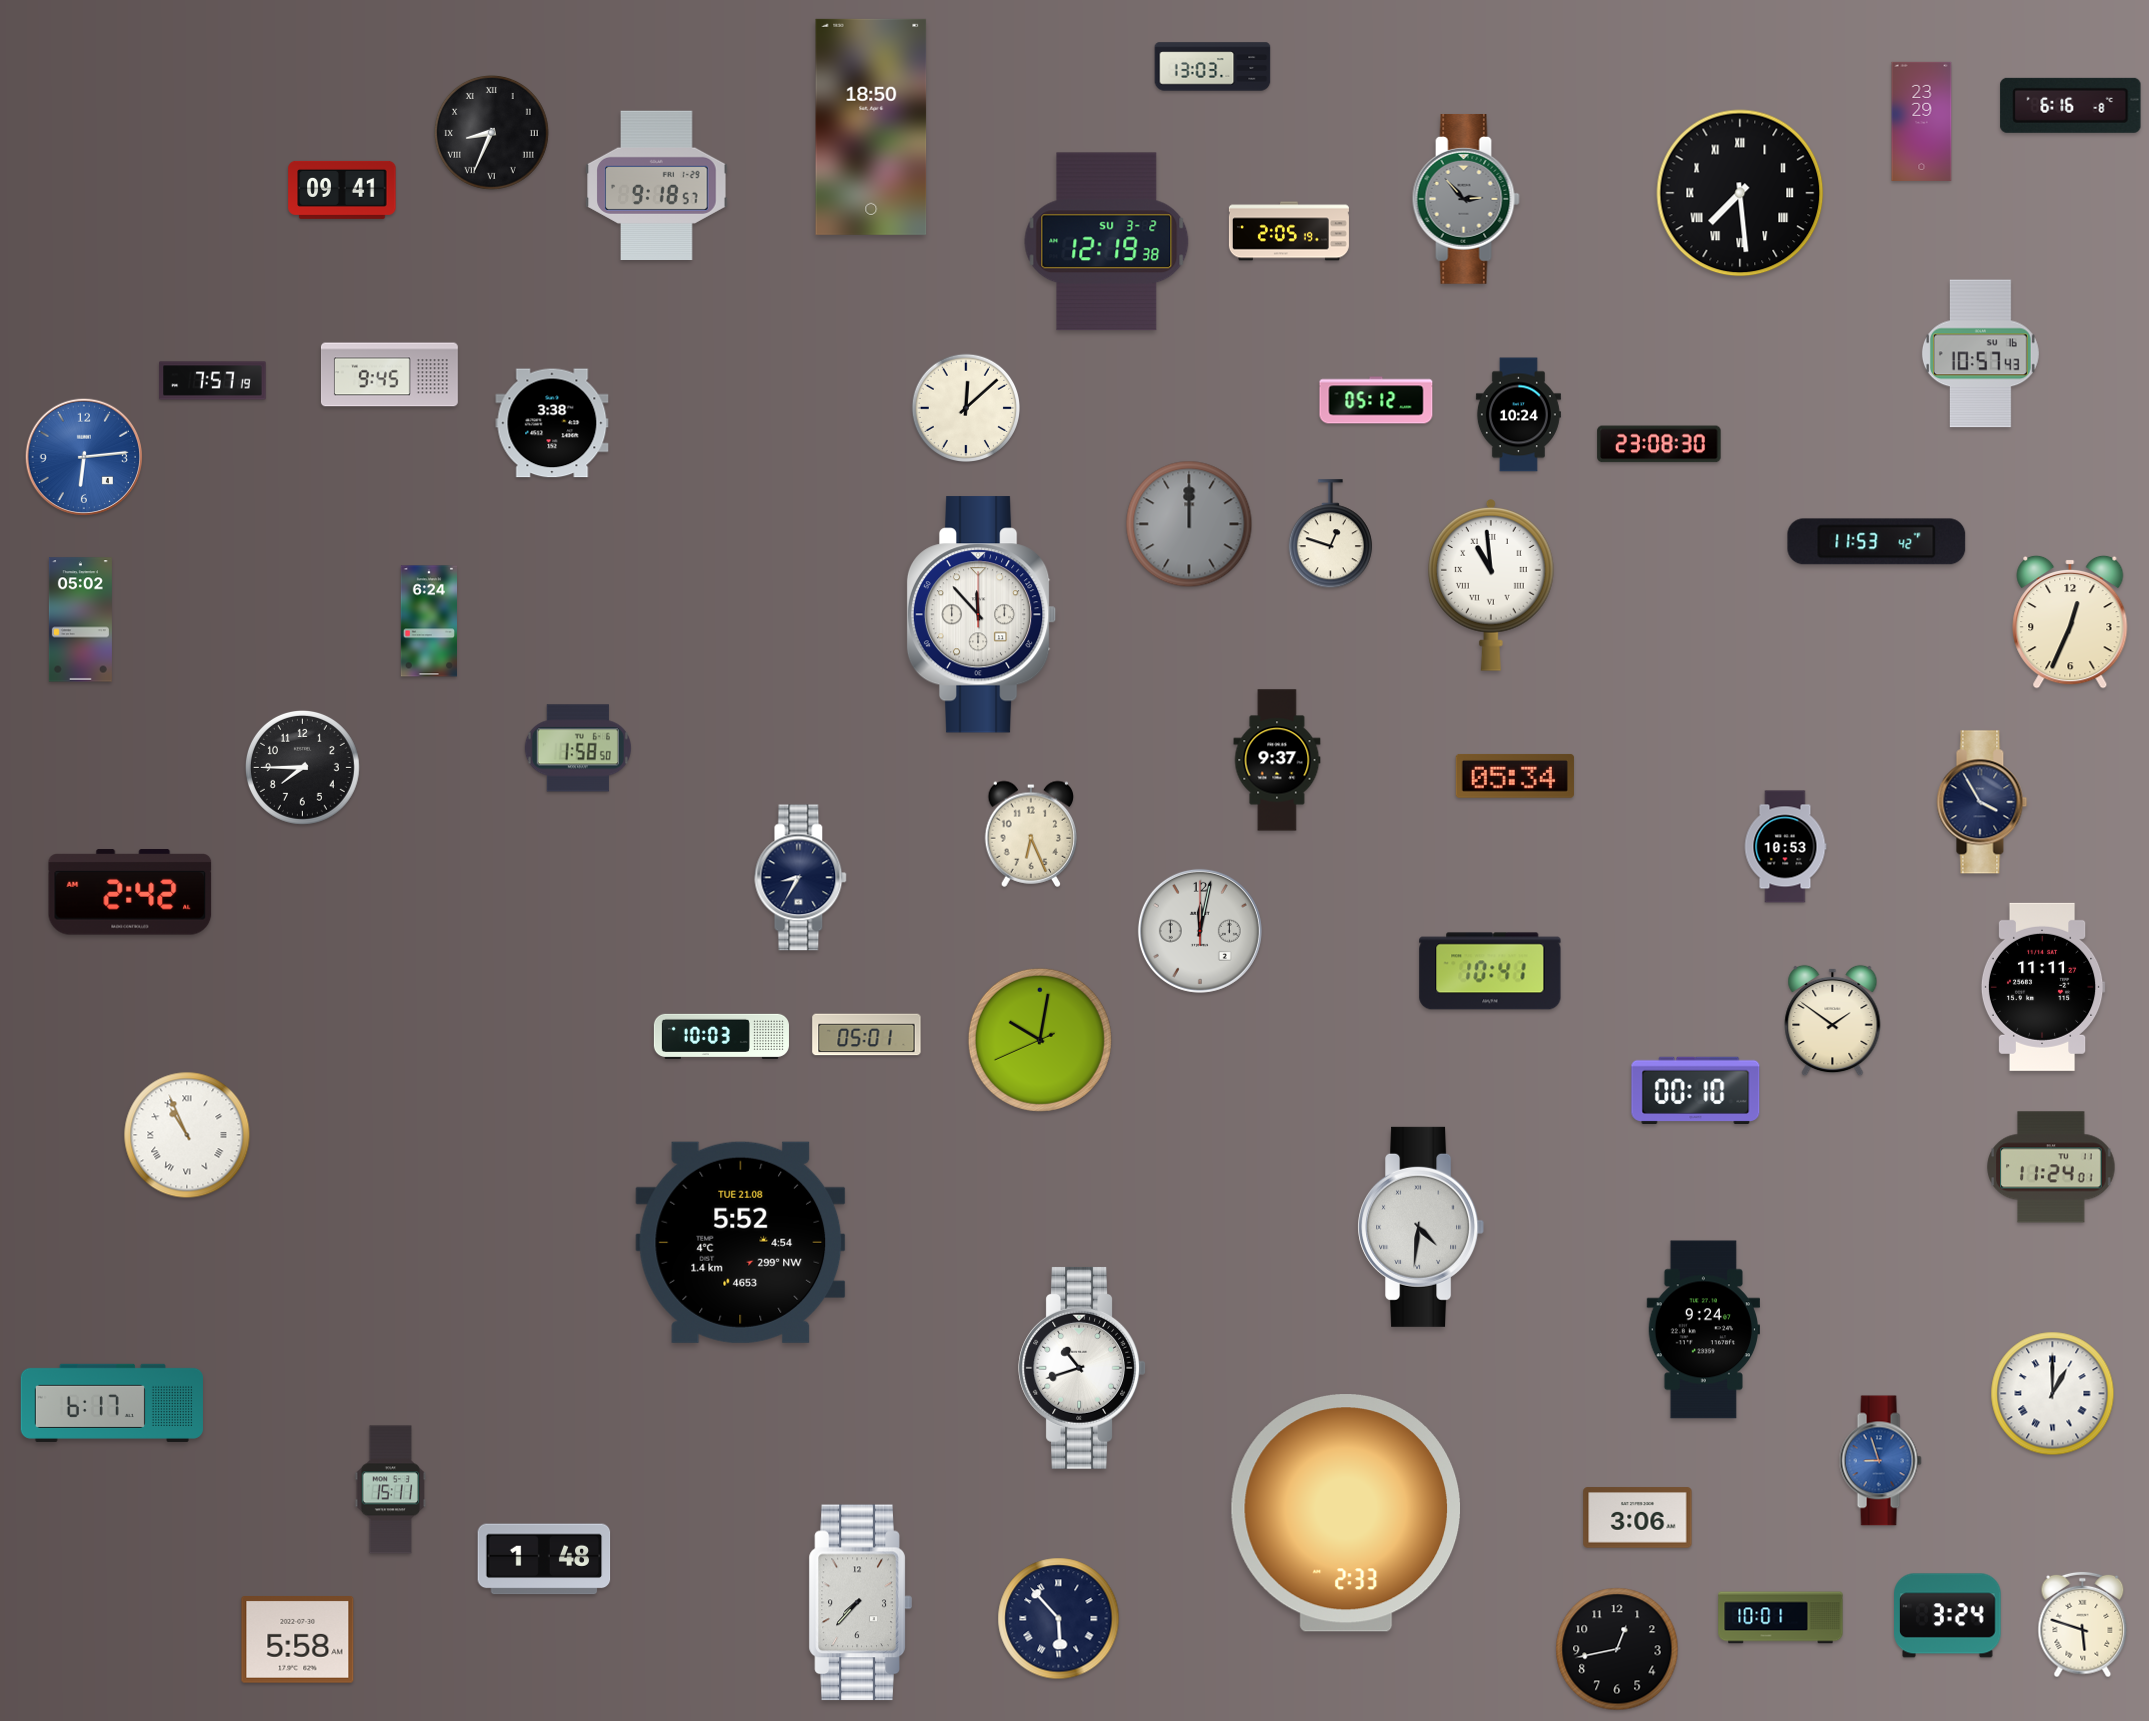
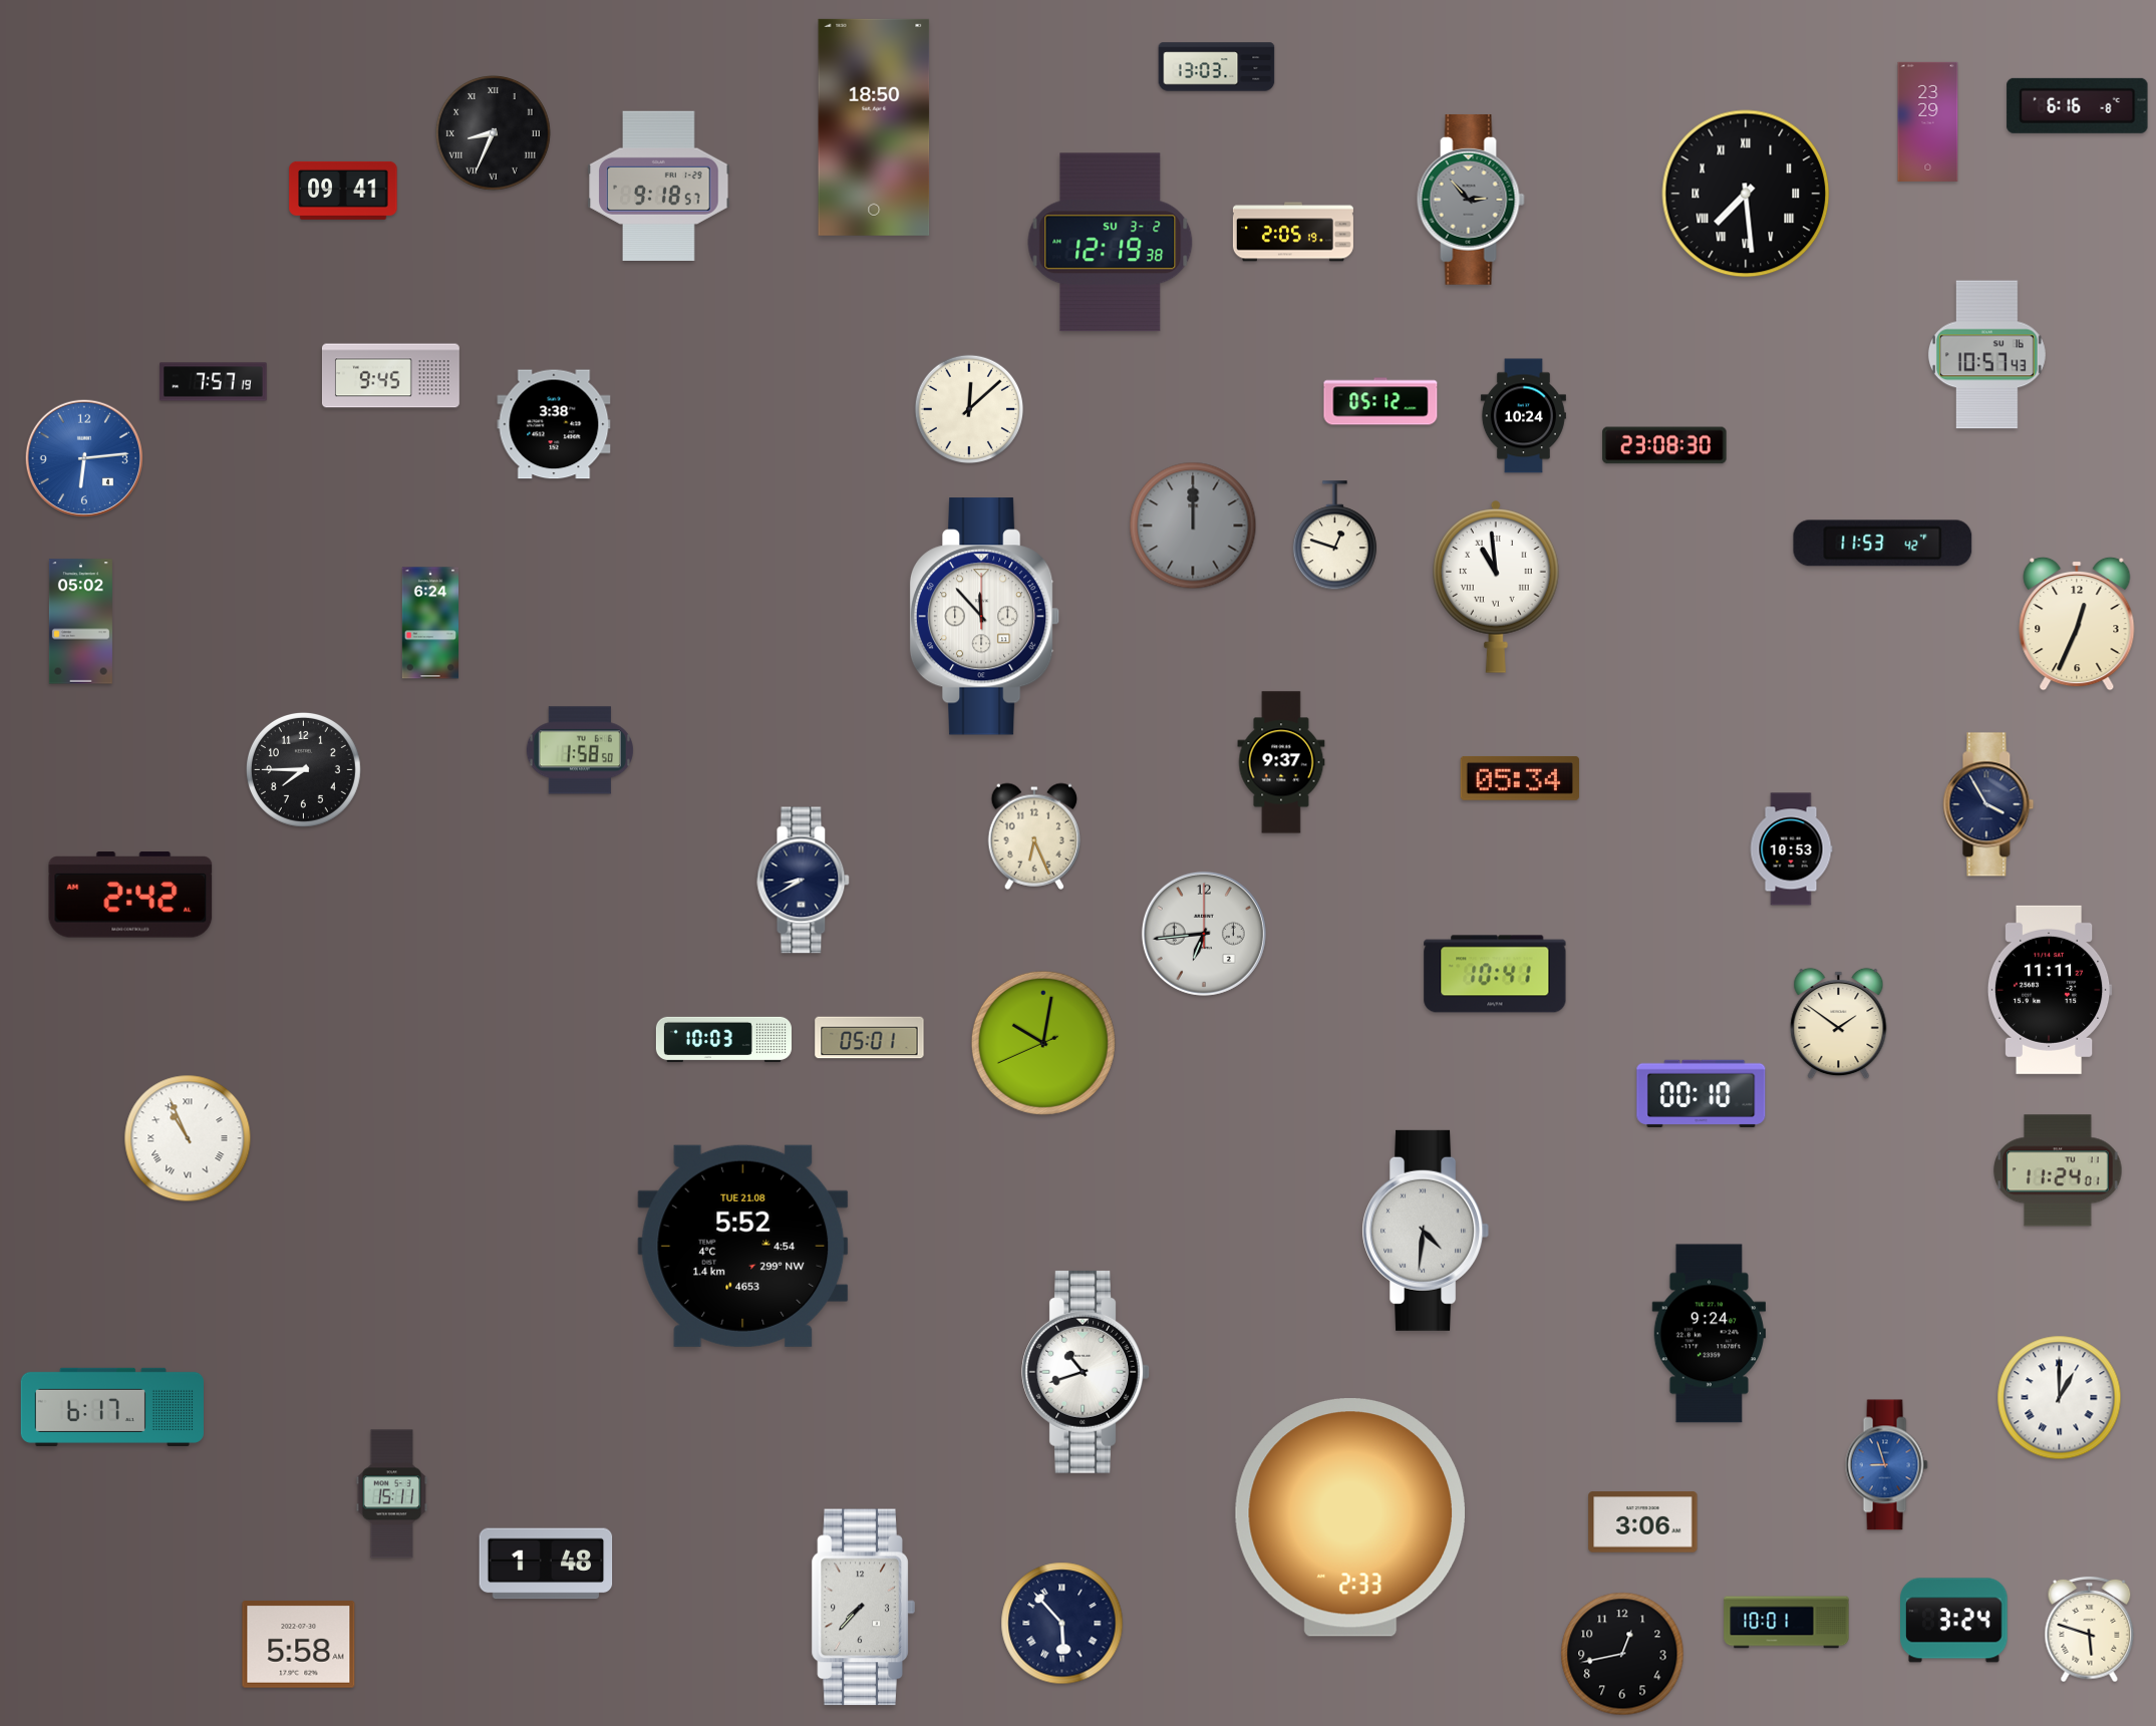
clock at (801, 878): 8:35 -> 8:40
clock at (1200, 931): 12:02 -> 6:44
